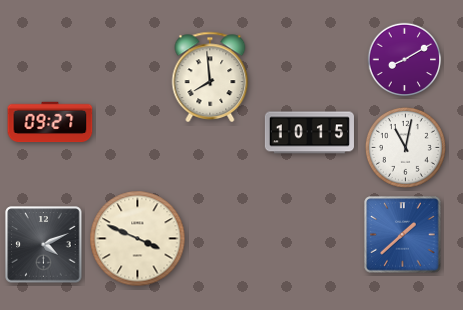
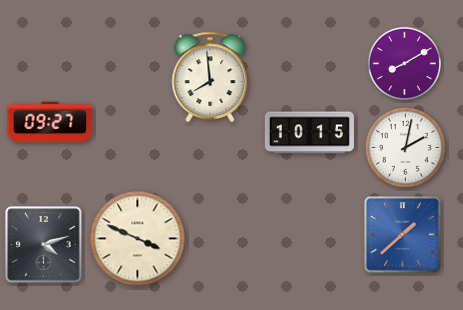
clock at (405, 60) position: (405, 60) -> (405, 64)
clock at (405, 147): 11:02 -> 2:02
clock at (44, 245): 4:11 -> 4:12
